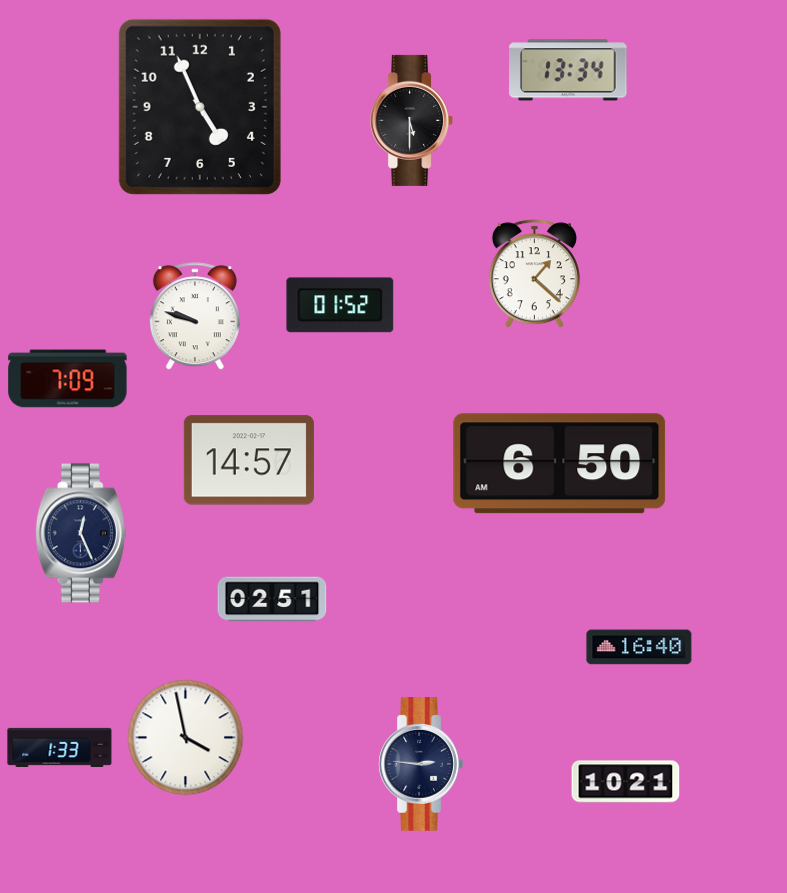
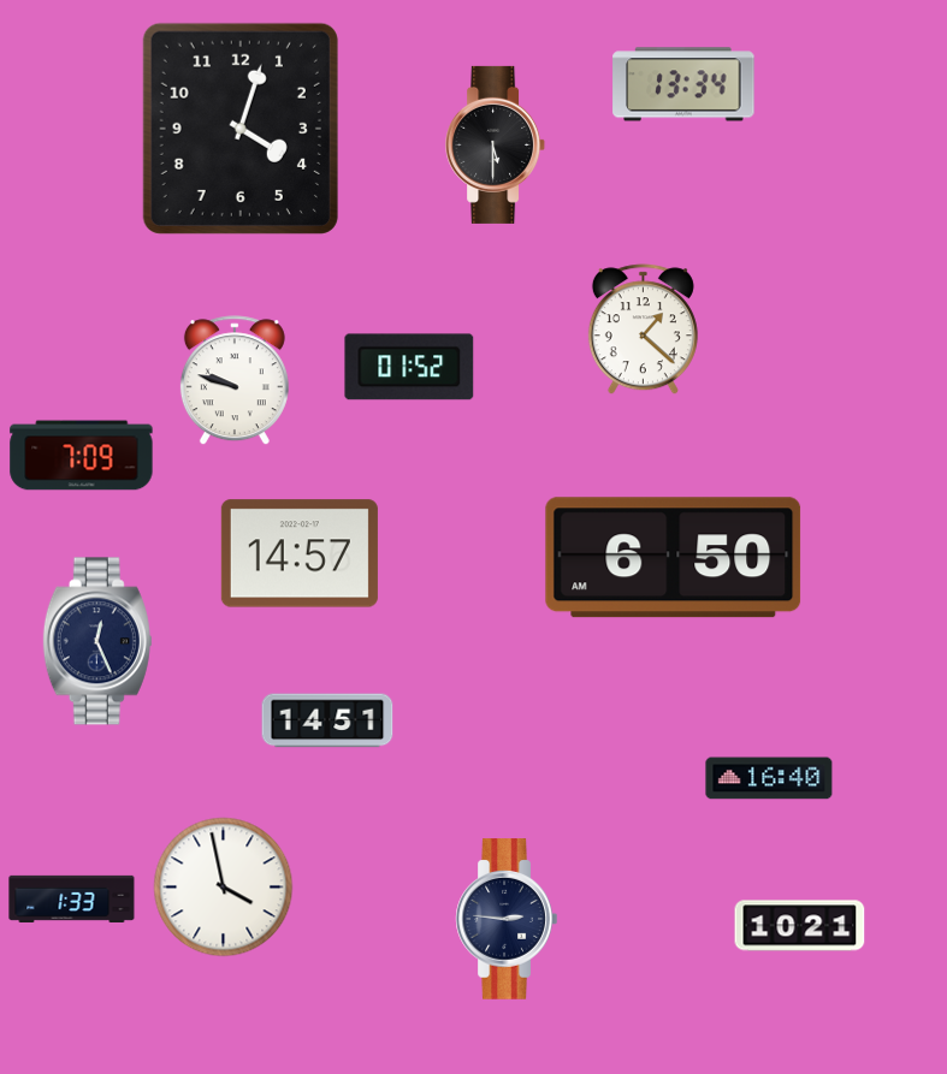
clock at (200, 107): 4:56 -> 4:03
clock at (272, 599): 02:51 -> 14:51
clock at (626, 782) position: (626, 782) -> (800, 926)
